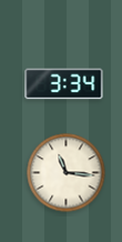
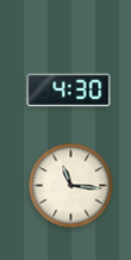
clock at (64, 84): 3:34 -> 4:30
